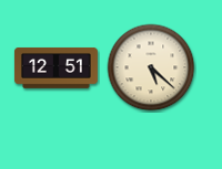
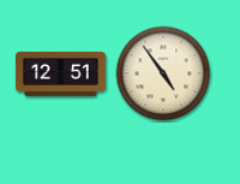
clock at (151, 67): 5:22 -> 4:54
